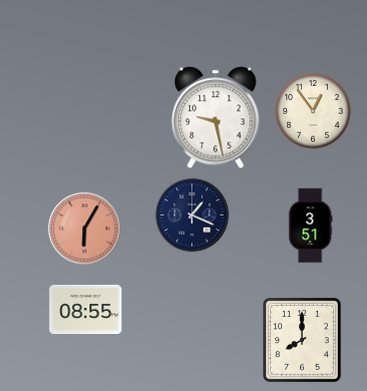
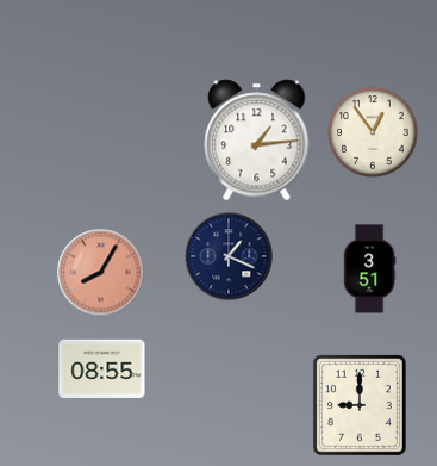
clock at (216, 118): 9:28 -> 1:14
clock at (85, 229): 6:05 -> 8:05
clock at (302, 340): 8:00 -> 9:00
